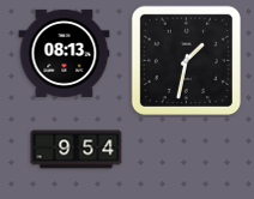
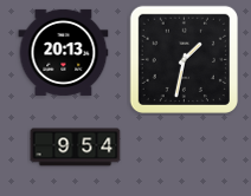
clock at (65, 53): 08:13 -> 20:13
